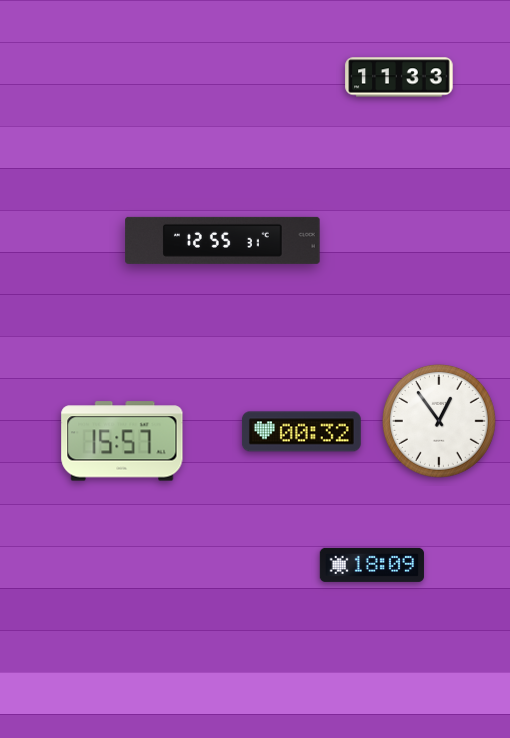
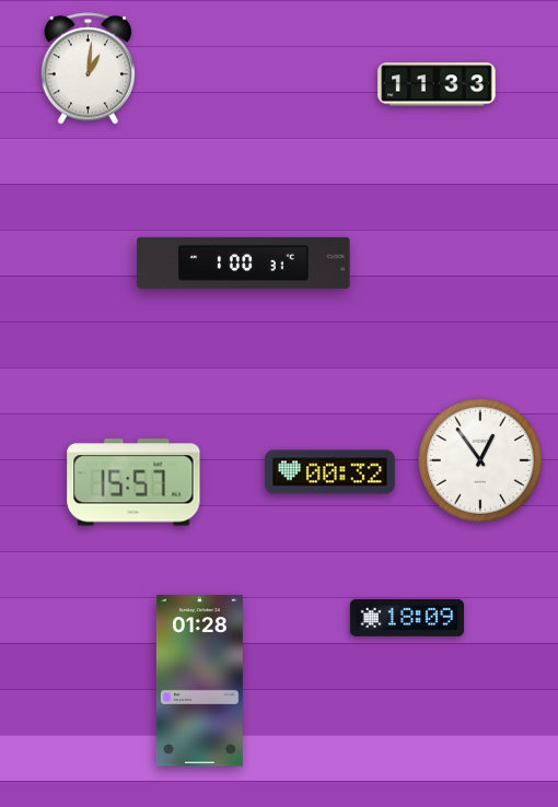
clock at (88, 69): none -> 1:01
clock at (223, 240): 12:55 -> 1:00
clock at (199, 681): none -> 01:28
